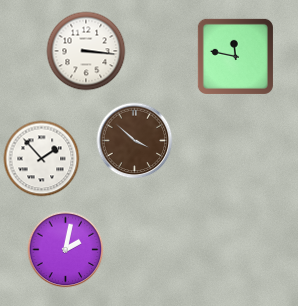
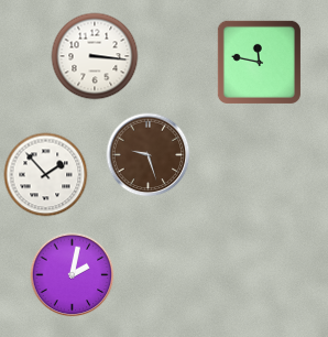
clock at (135, 141): 3:52 -> 9:27
